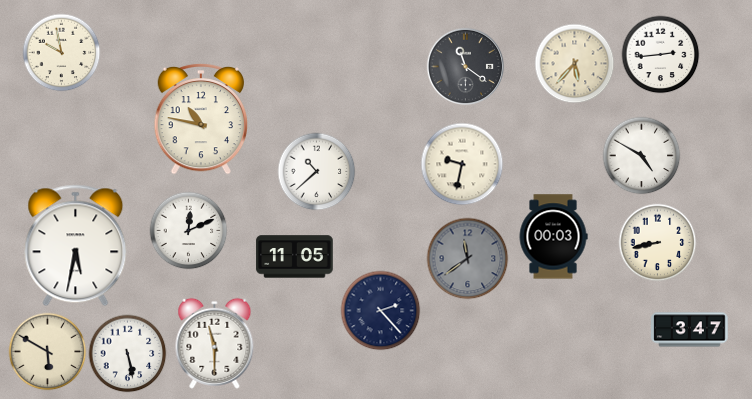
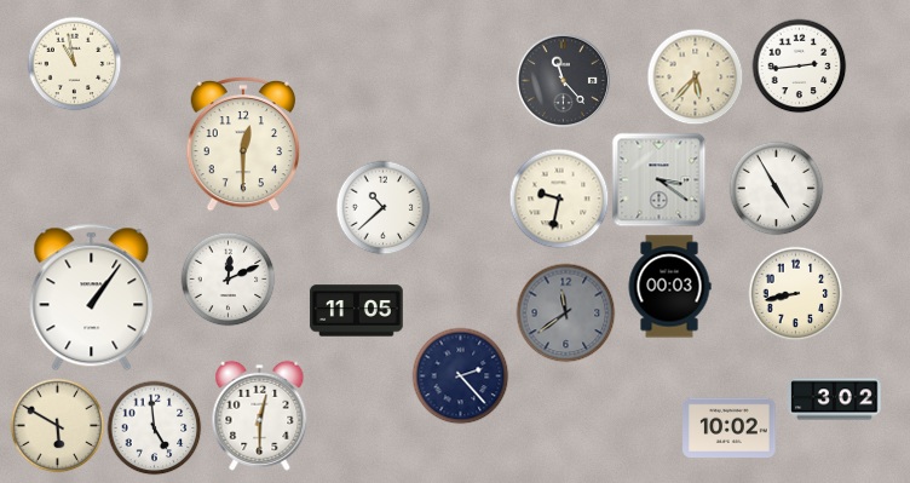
clock at (61, 52): 9:58 -> 10:58
clock at (465, 66): 11:21 -> 11:23
clock at (201, 119): 10:47 -> 12:30
clock at (658, 179): none -> 3:21
clock at (641, 155): 4:50 -> 4:55
clock at (76, 246): 5:32 -> 1:06
clock at (690, 330): 3:47 -> 3:02
clock at (215, 343): 11:30 -> 12:30
clock at (127, 353): 5:28 -> 4:59
clock at (730, 427): none -> 10:02
